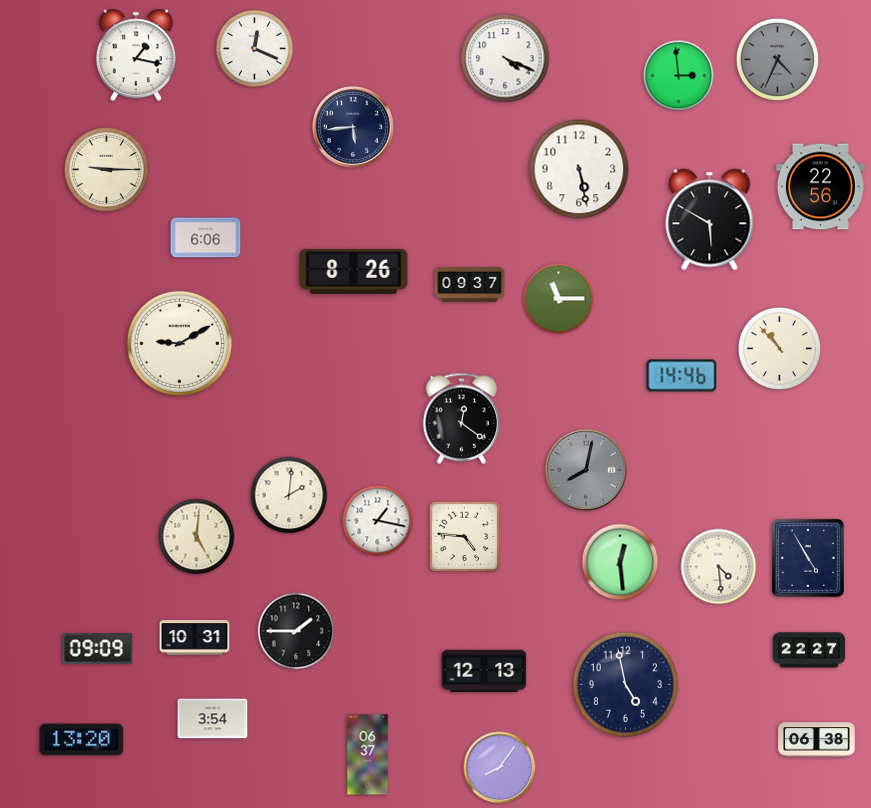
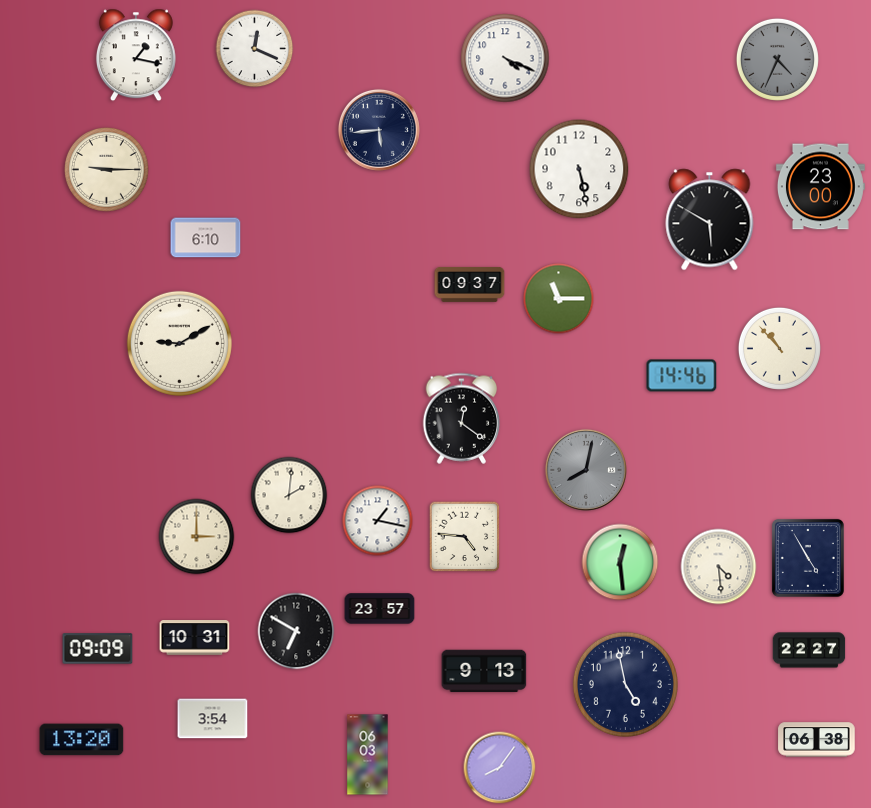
clock at (679, 76): 2:59 -> none
clock at (353, 127) position: (353, 127) -> (379, 130)
clock at (820, 187): 22:56 -> 23:00
clock at (206, 238): 6:06 -> 6:10
clock at (354, 271): 8:26 -> none
clock at (197, 537): 5:01 -> 3:00
clock at (380, 609): none -> 23:57
clock at (296, 631): 1:45 -> 6:50
clock at (484, 671): 12:13 -> 9:13
clock at (368, 755): 06:37 -> 06:03
